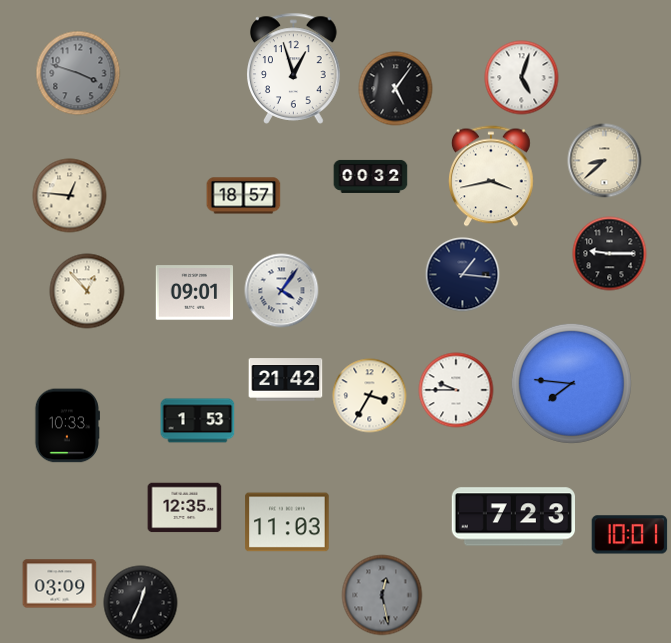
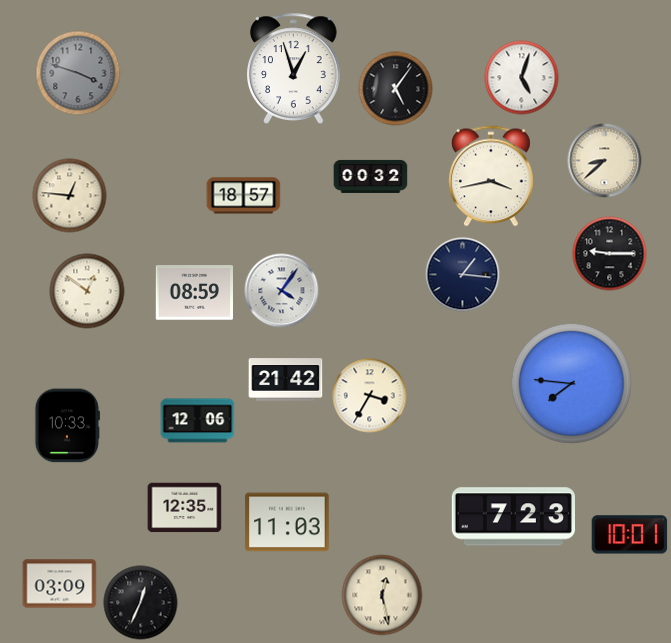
clock at (87, 291): 12:53 -> 12:51
clock at (195, 293): 09:01 -> 08:59
clock at (456, 390): 9:45 -> none
clock at (198, 421): 1:53 -> 12:06
clock at (382, 595) dial: grey -> cream
